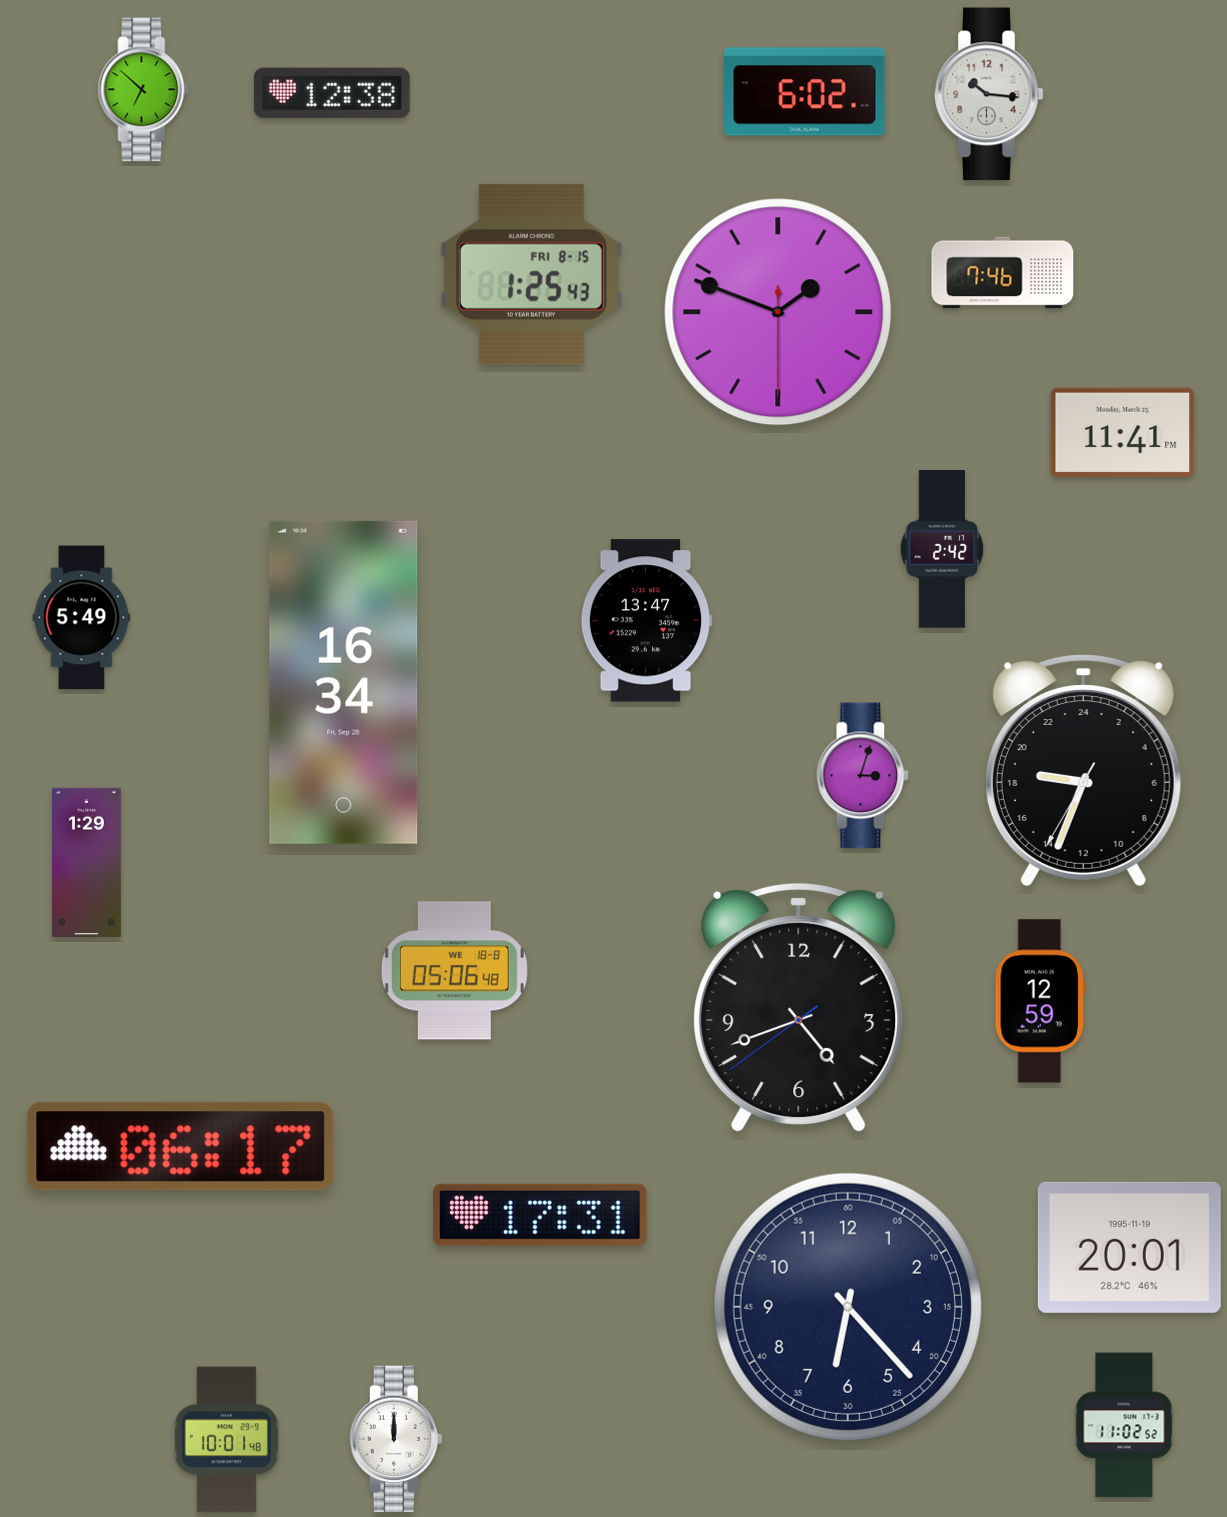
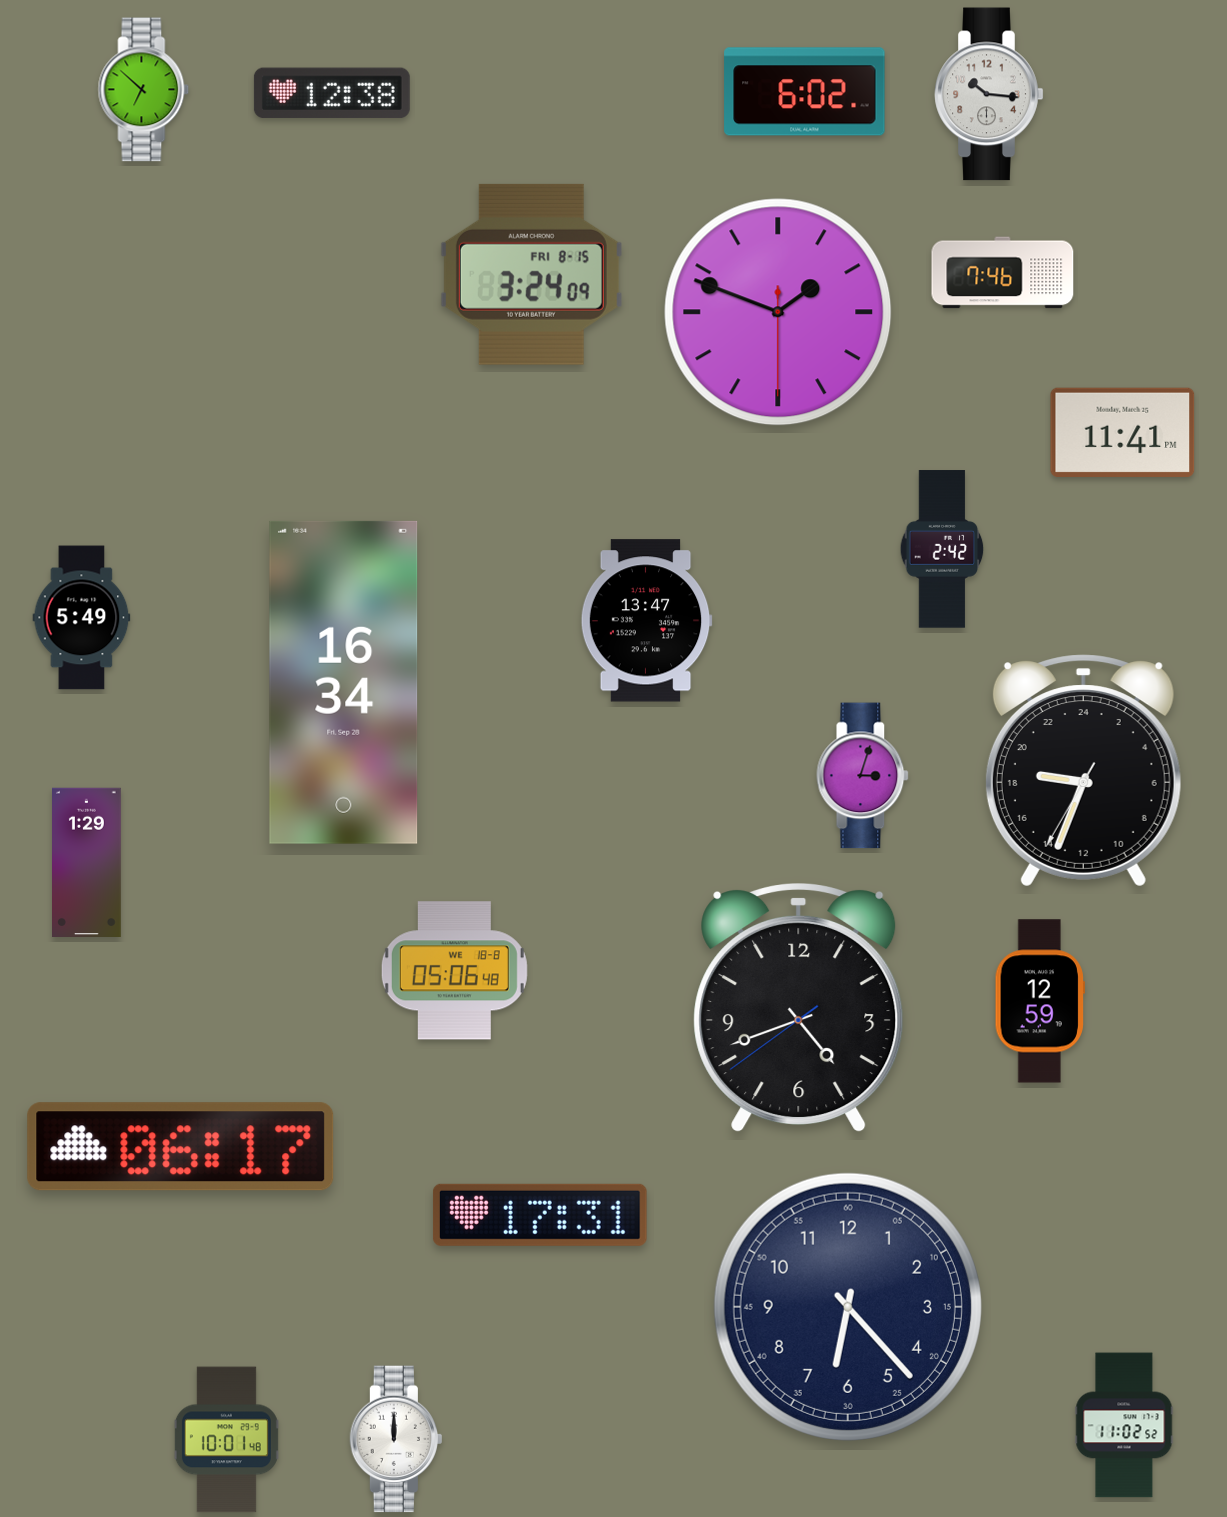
clock at (531, 274): 1:25 -> 3:24
clock at (1129, 1247): 20:01 -> none
